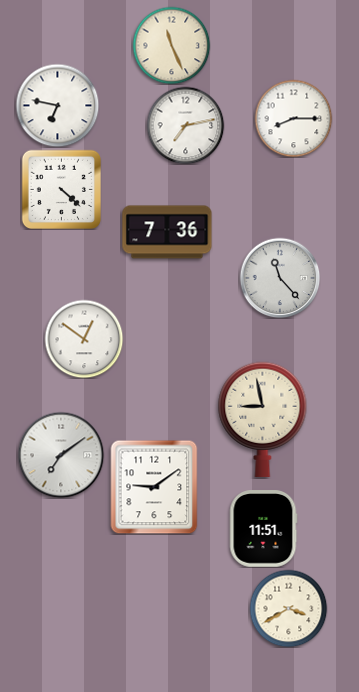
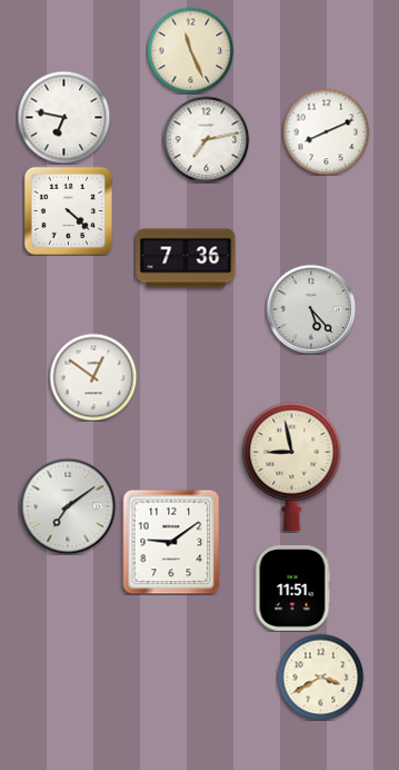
clock at (293, 118): 8:15 -> 8:11
clock at (280, 278): 11:23 -> 5:23
